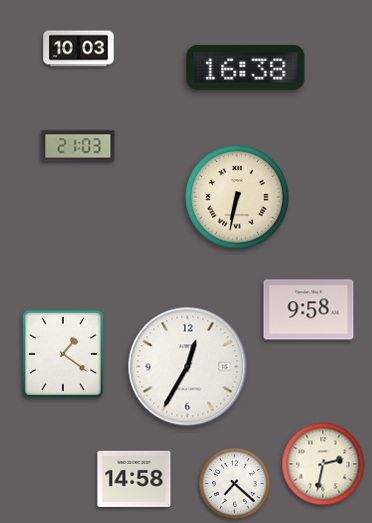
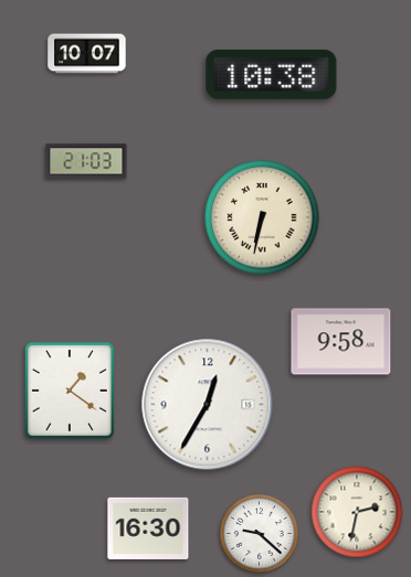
clock at (79, 49): 10:03 -> 10:07
clock at (246, 67): 16:38 -> 10:38
clock at (134, 479): 14:58 -> 16:30
clock at (234, 483): 7:22 -> 9:22
